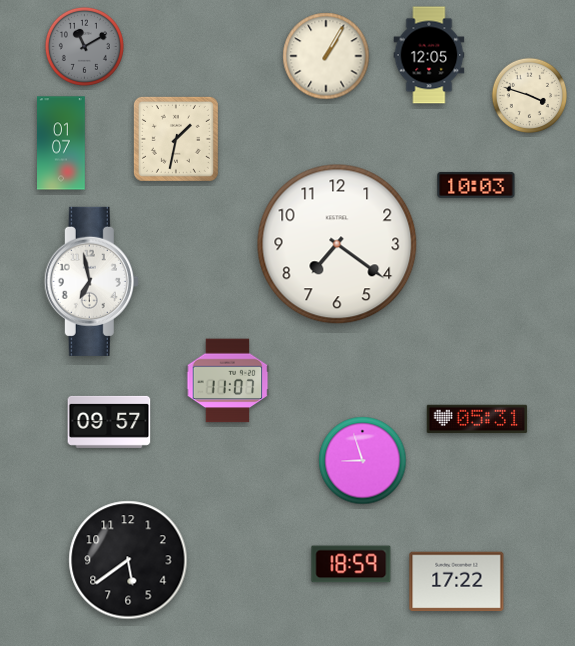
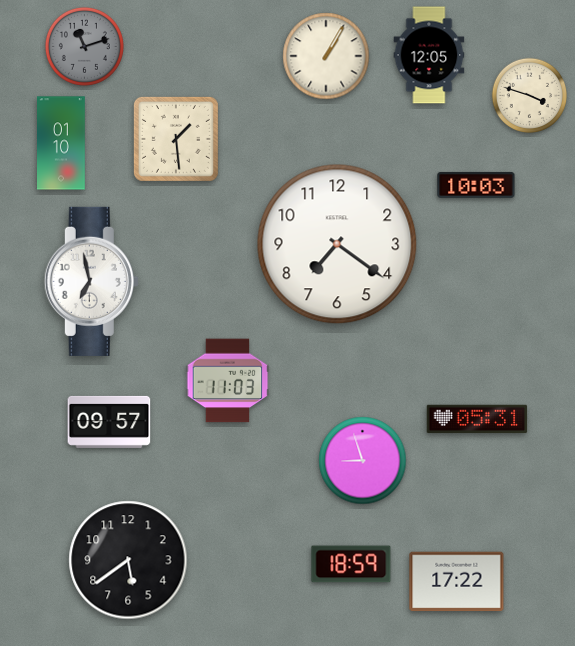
clock at (84, 46): 11:10 -> 11:12
clock at (176, 139): 1:32 -> 1:29
clock at (61, 143): 01:07 -> 01:10
clock at (228, 381): 11:07 -> 11:03
